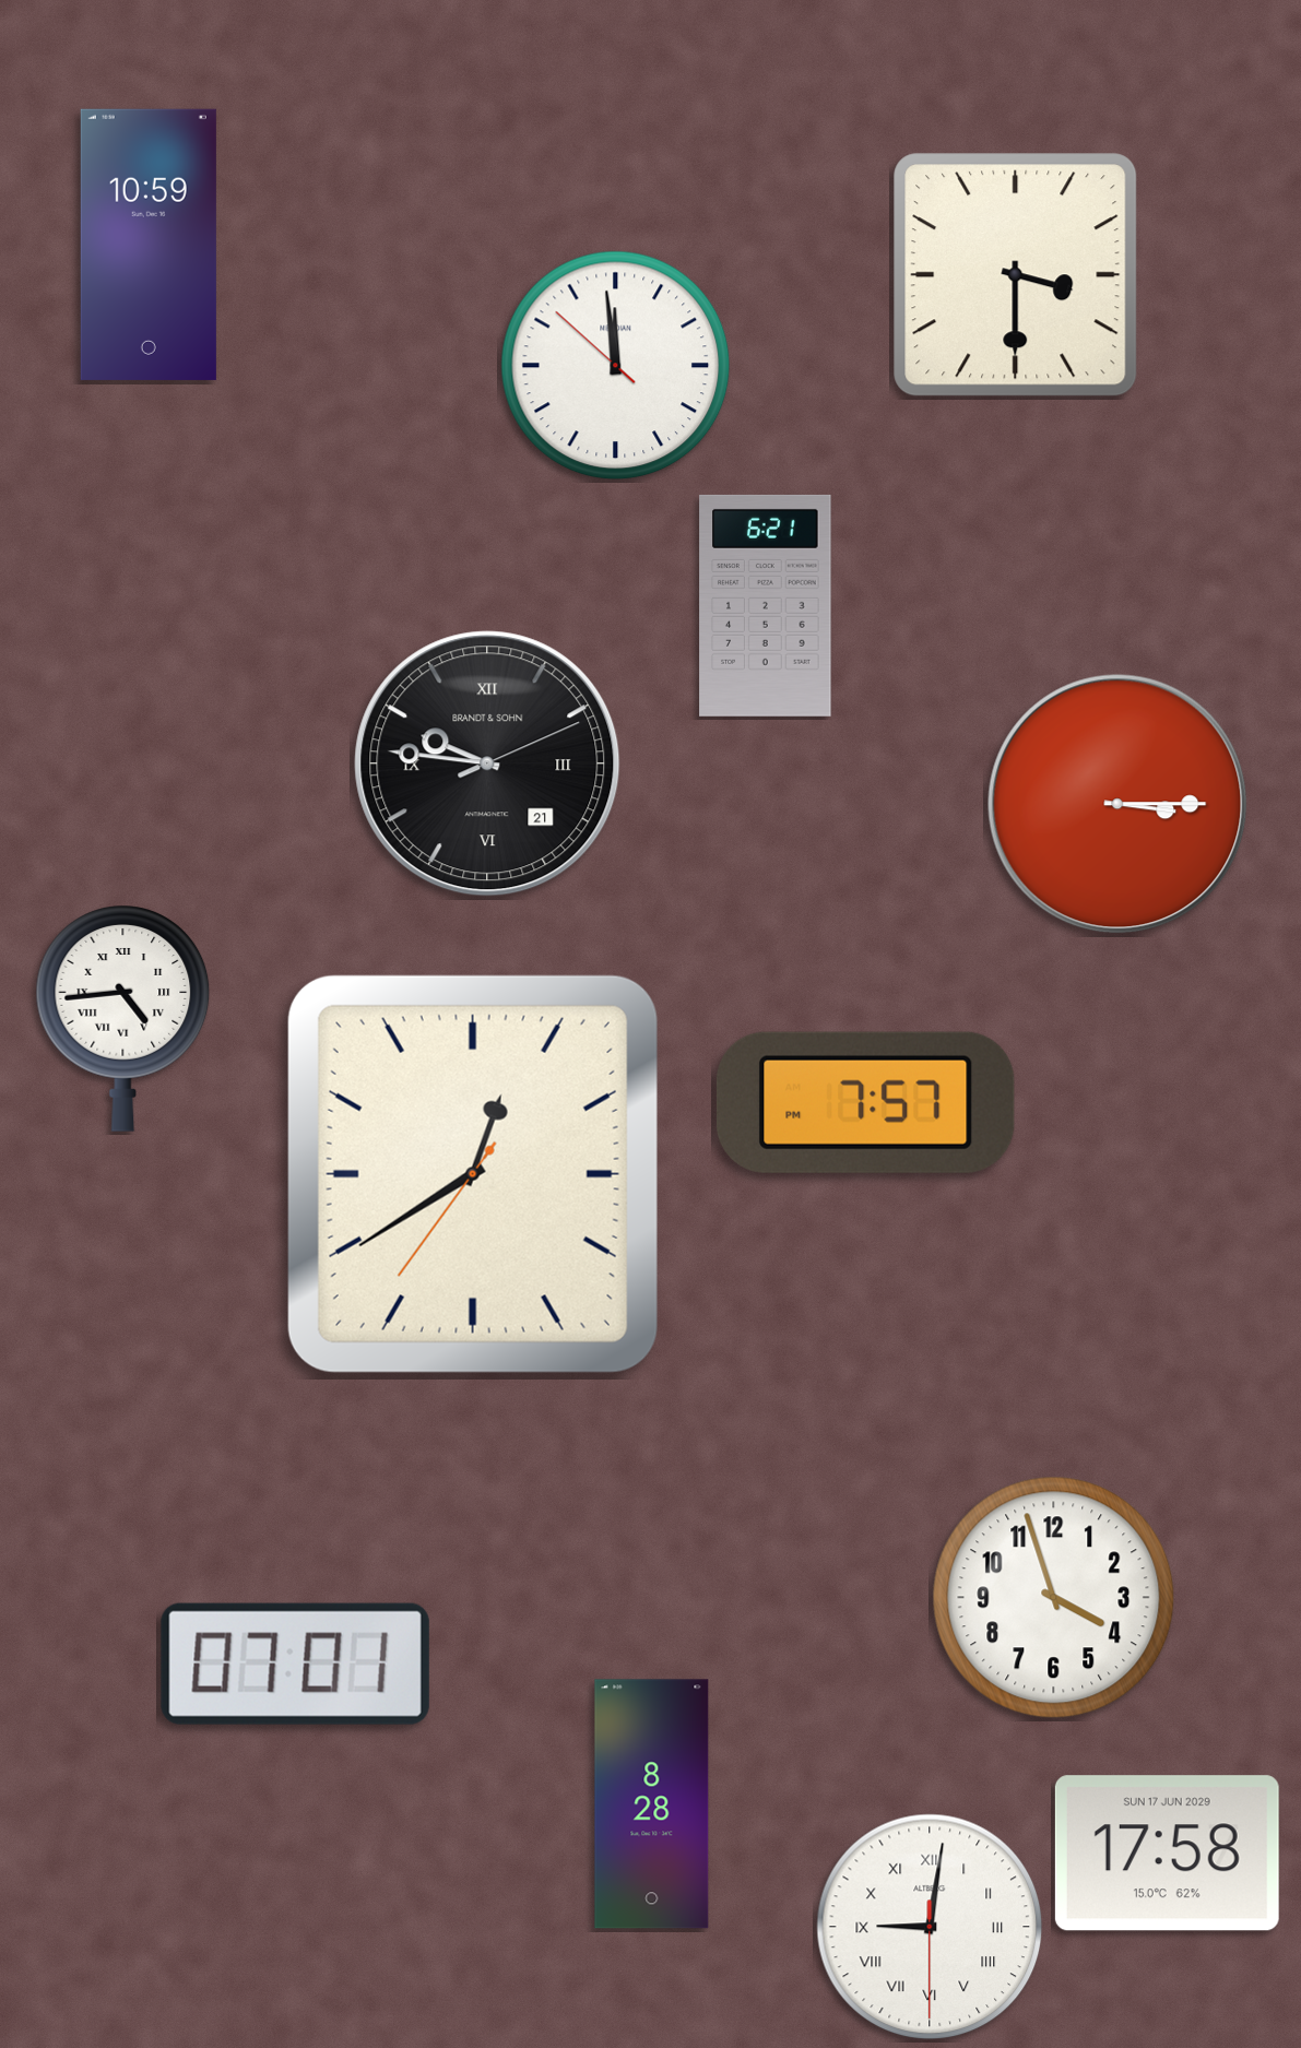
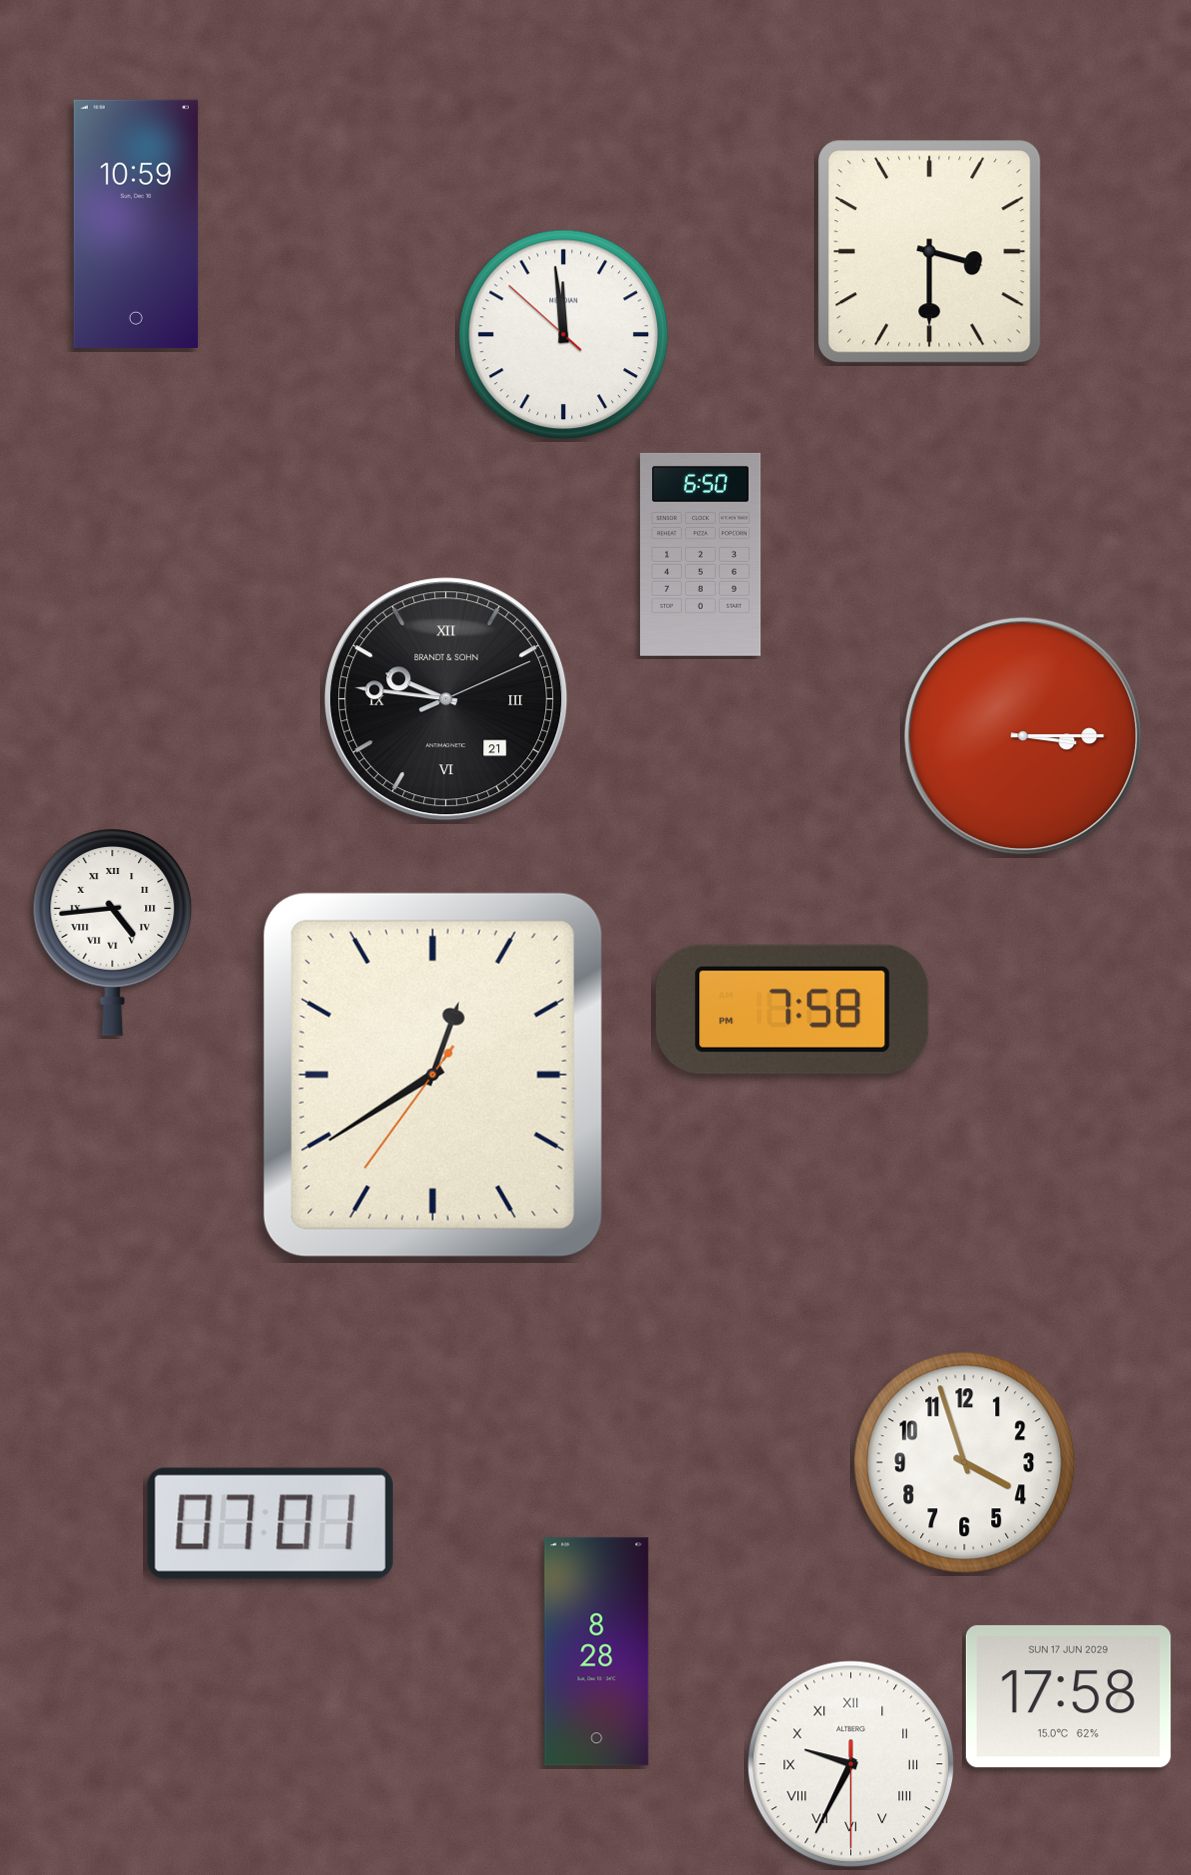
clock at (766, 605): 6:21 -> 6:50
clock at (865, 1102): 7:57 -> 7:58
clock at (930, 1927): 9:01 -> 9:34
